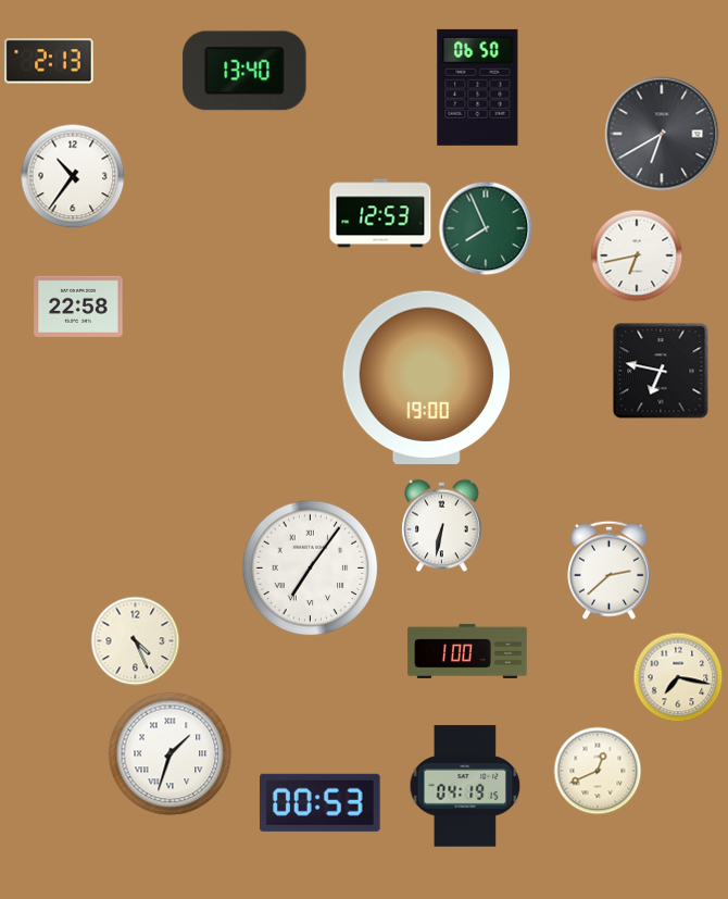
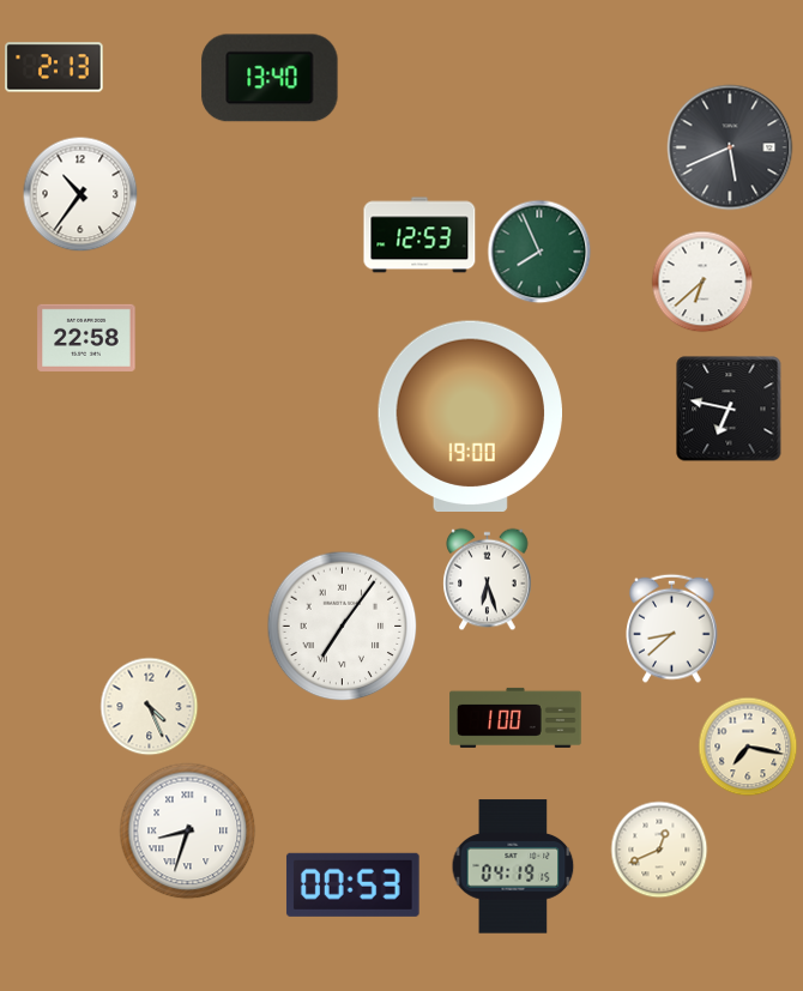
clock at (478, 87): 06:50 -> none
clock at (662, 134): 6:40 -> 5:41
clock at (486, 228) position: (486, 228) -> (539, 252)
clock at (637, 255): 6:43 -> 6:38
clock at (442, 526): 6:32 -> 6:27
clock at (610, 570): 2:38 -> 8:38
clock at (171, 754): 1:33 -> 8:33
